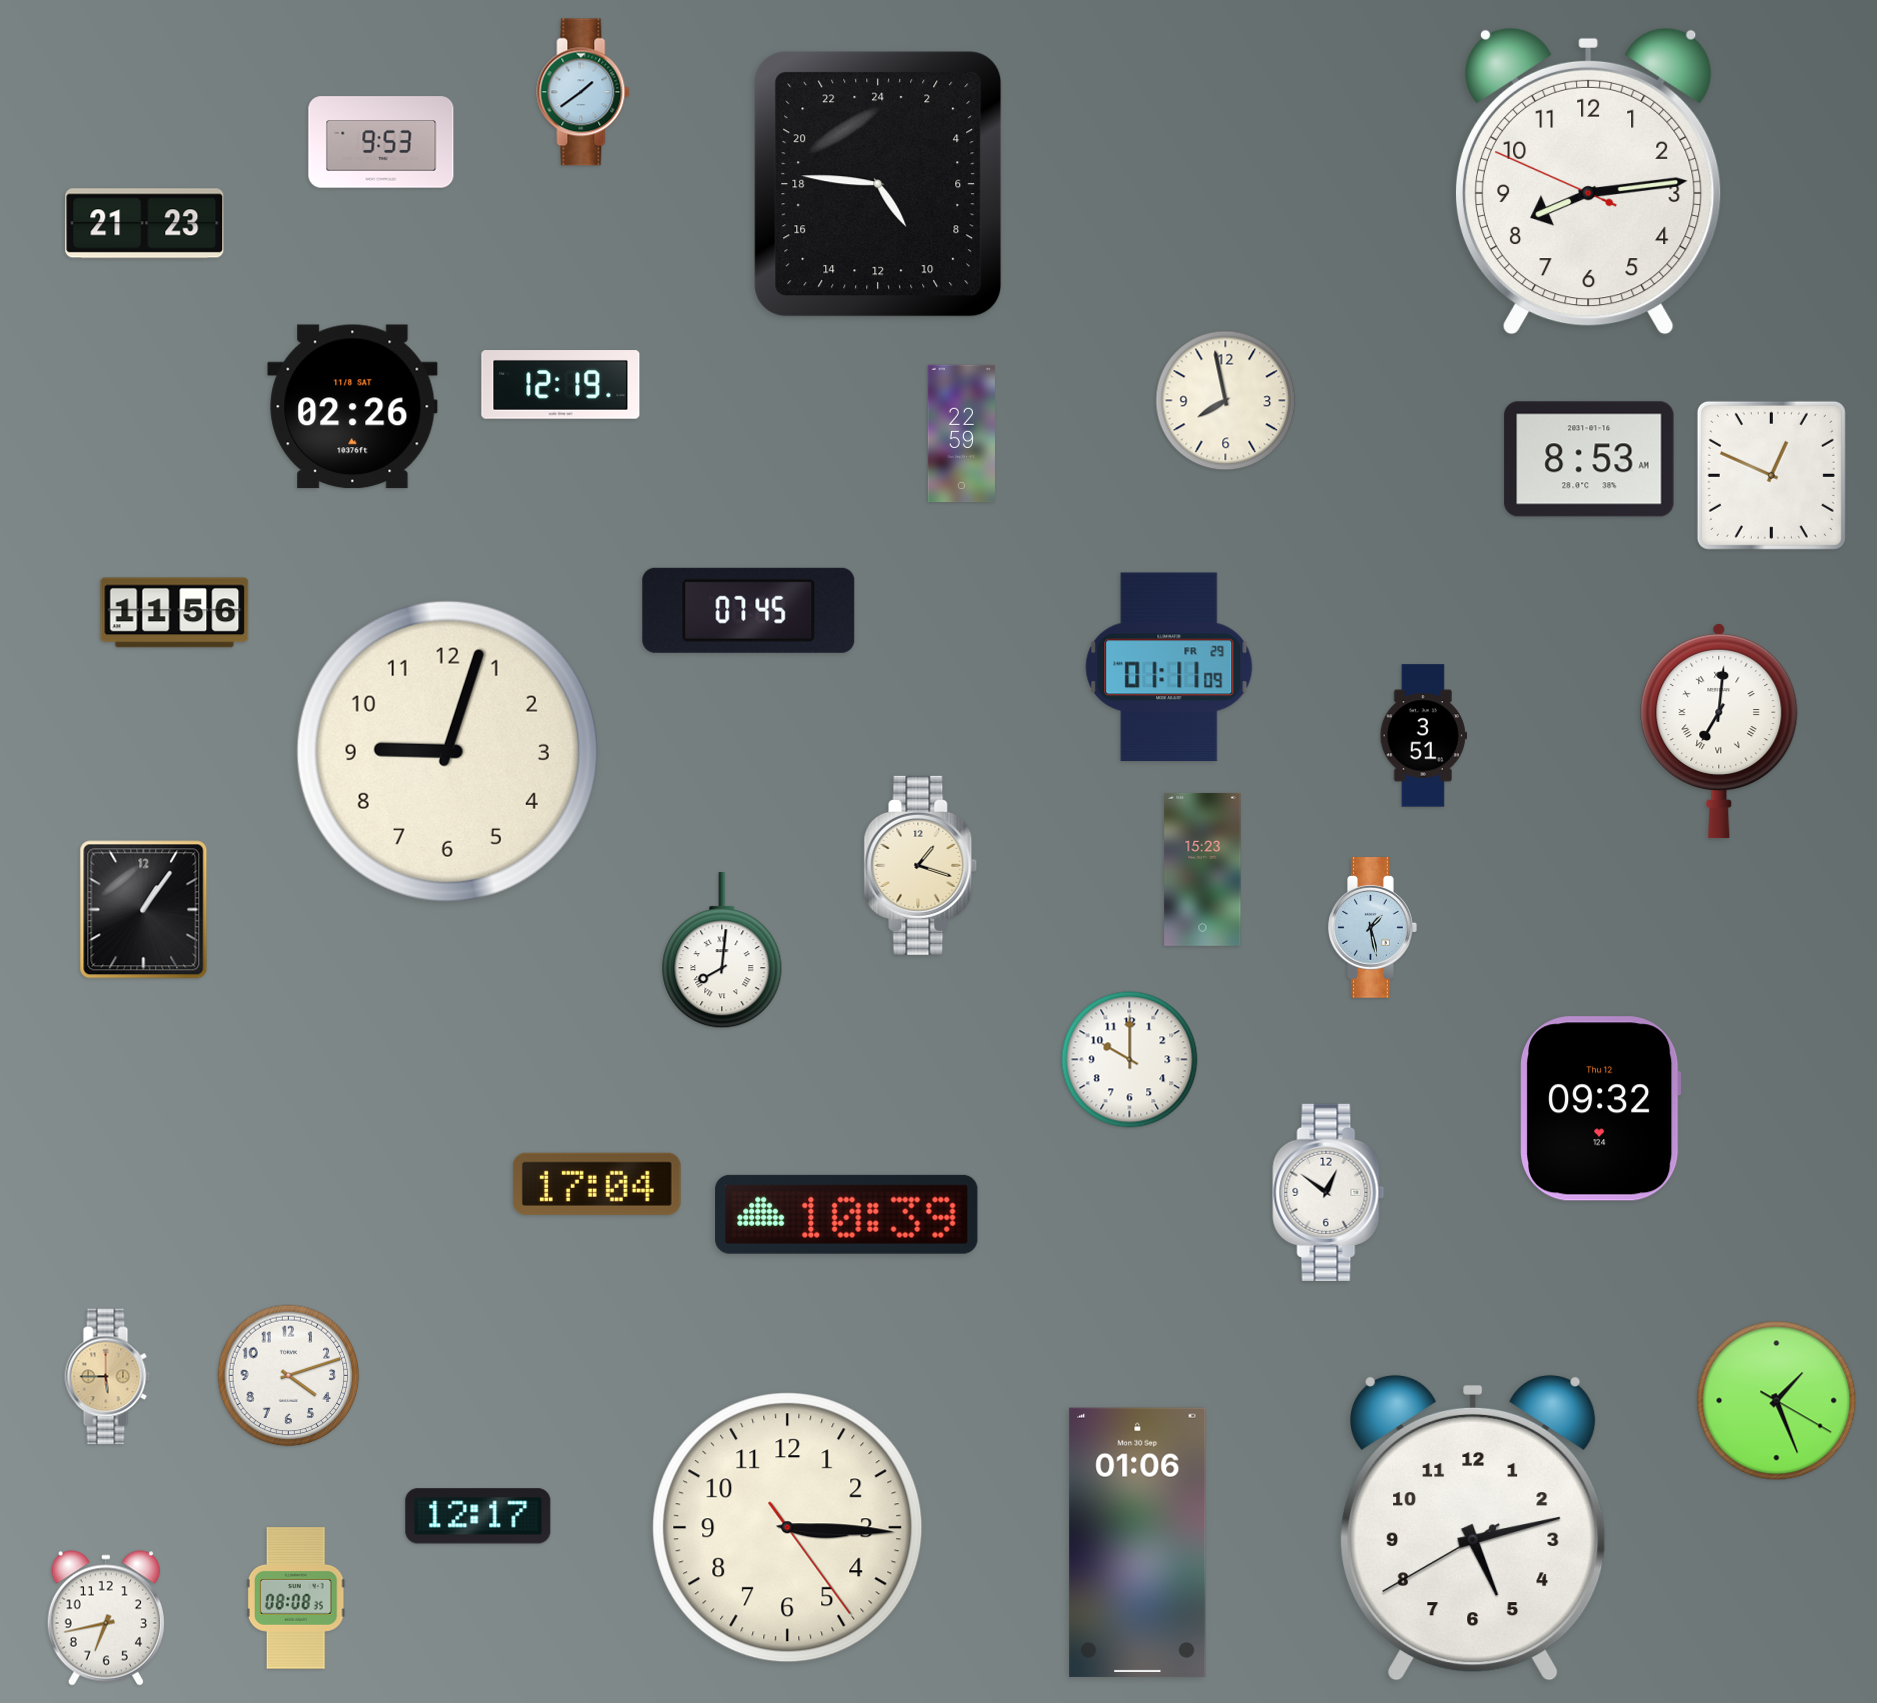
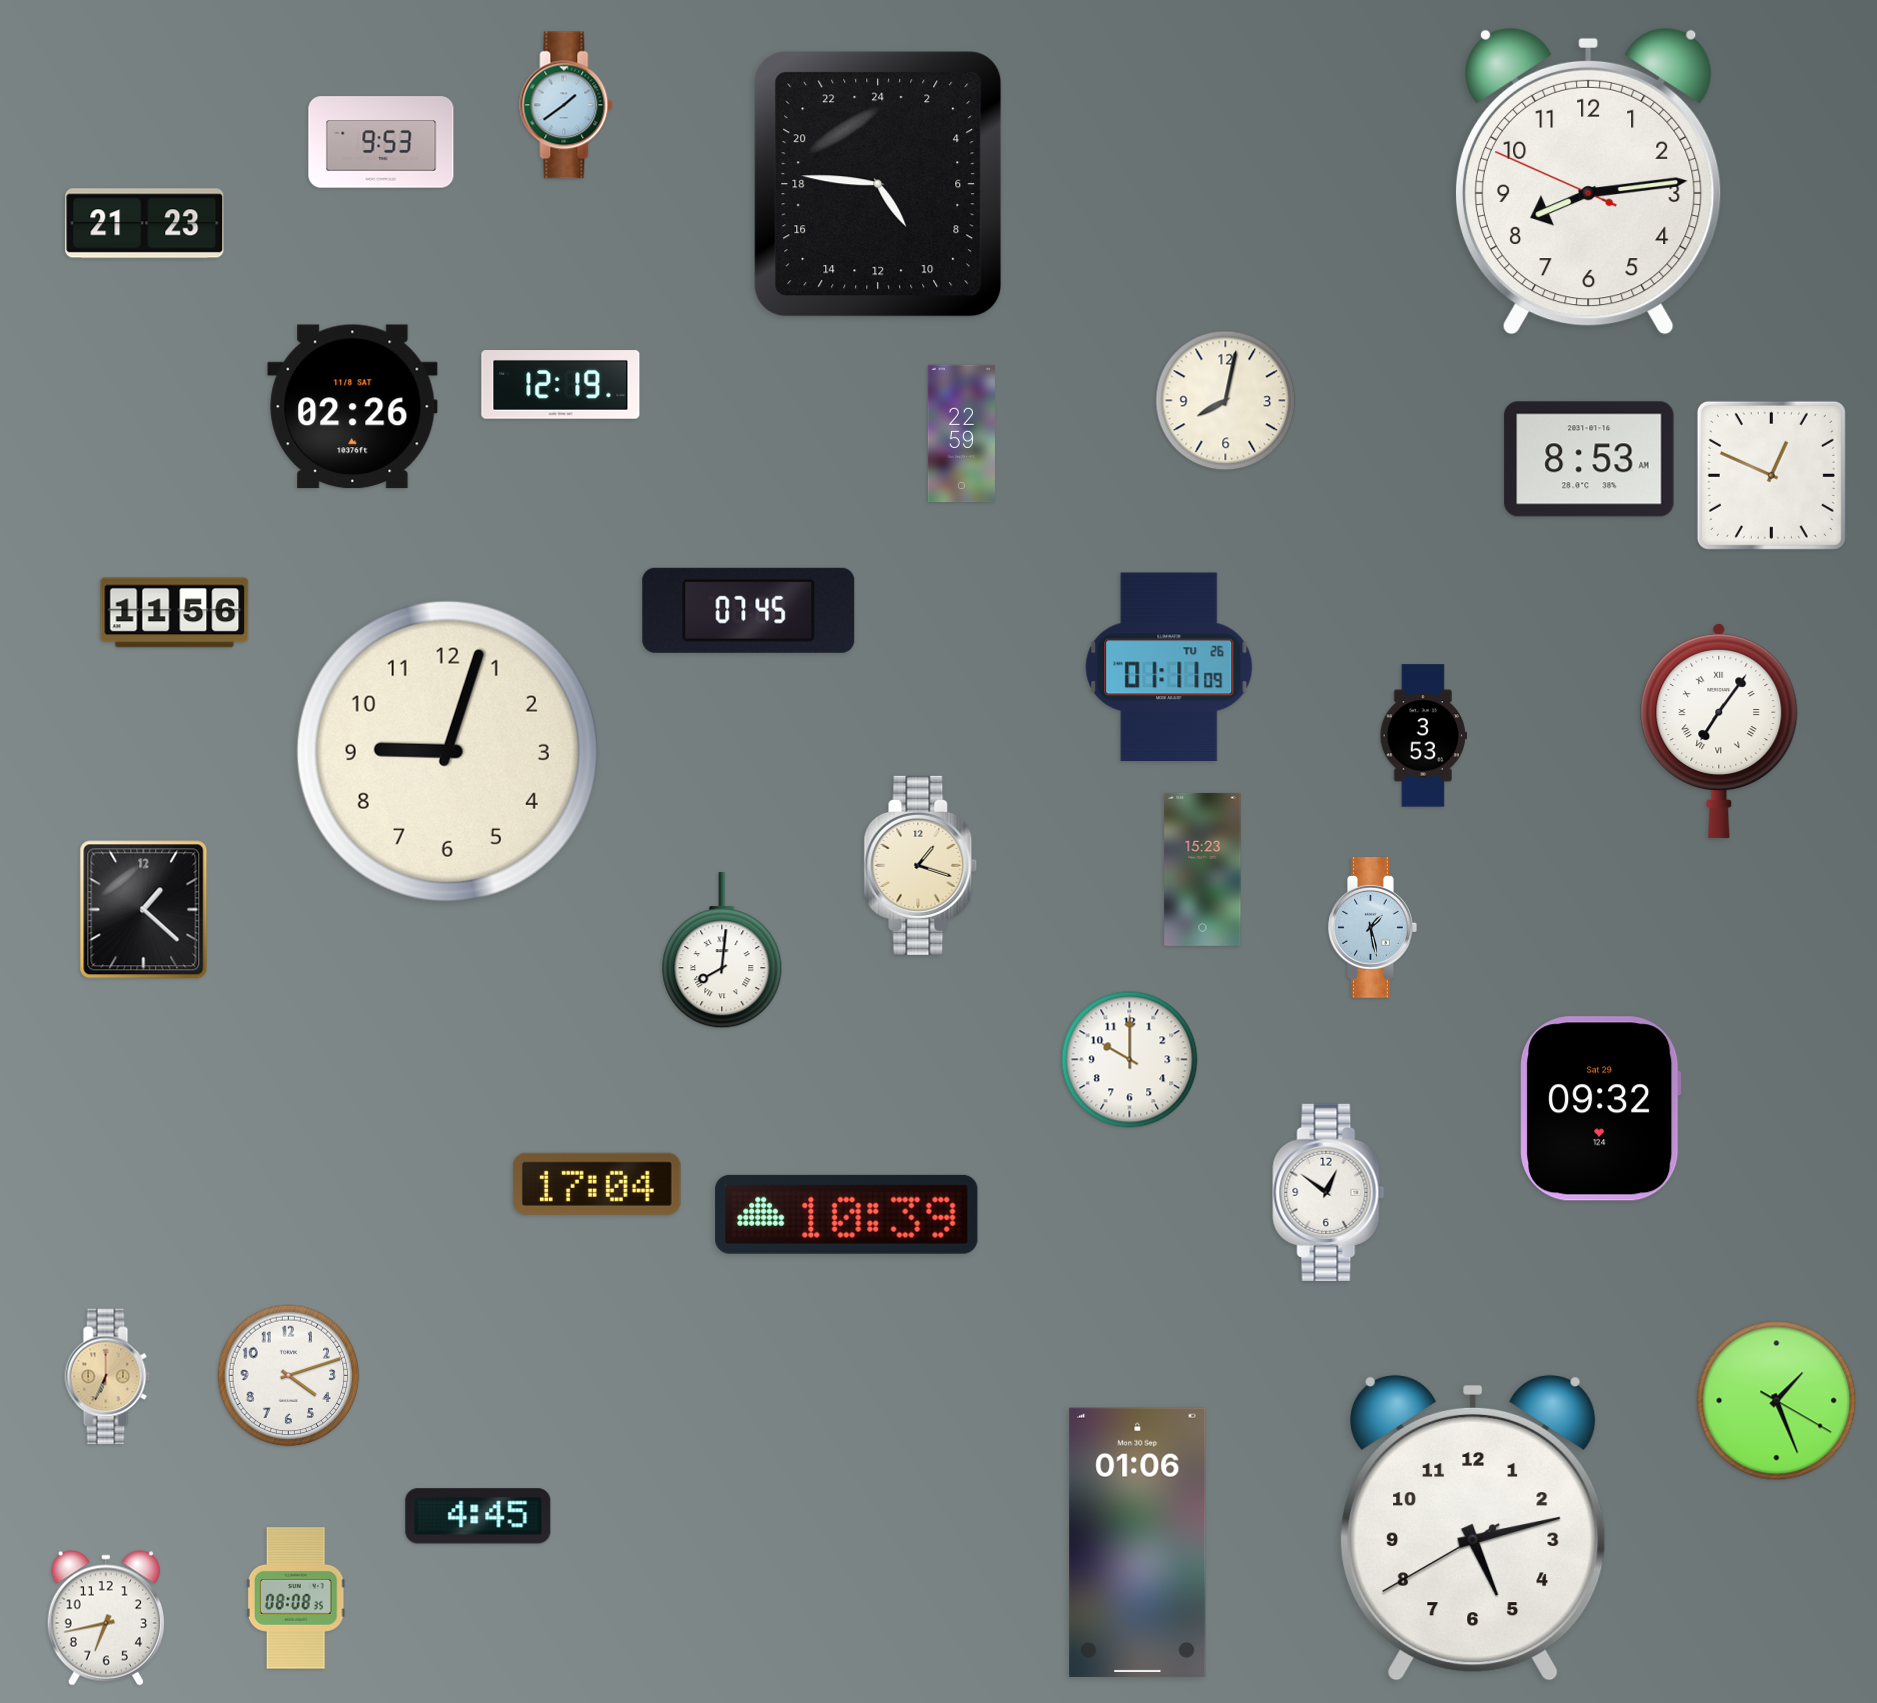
clock at (583, 92) position: (583, 92) -> (566, 105)
clock at (1226, 401): 7:58 -> 8:02
clock at (1169, 667) date: FR 29 -> TU 26
clock at (1719, 731): 7:01 -> 7:06
clock at (1423, 736): 3:51 -> 3:53
clock at (144, 910): 1:06 -> 1:22
clock at (1601, 1109) date: Thu 12 -> Sat 29
clock at (108, 1377): 5:45 -> 6:34
clock at (478, 1516): 12:17 -> 4:45
clock at (788, 1528): 3:15 -> none
